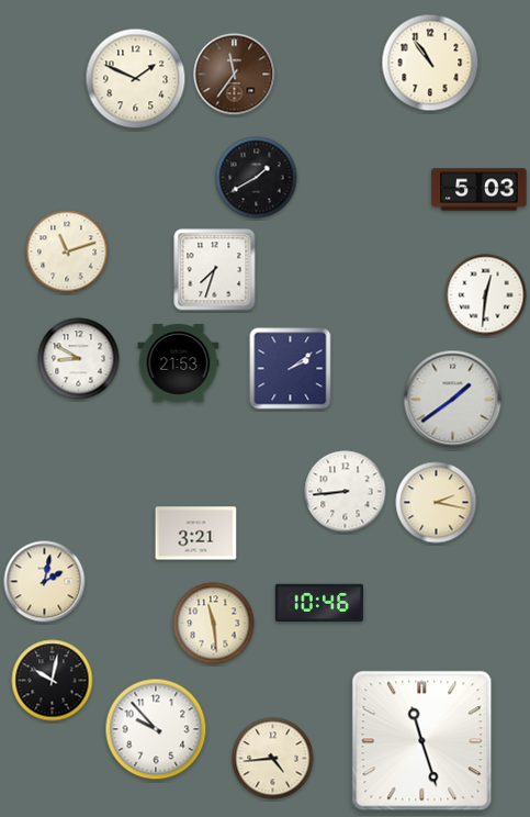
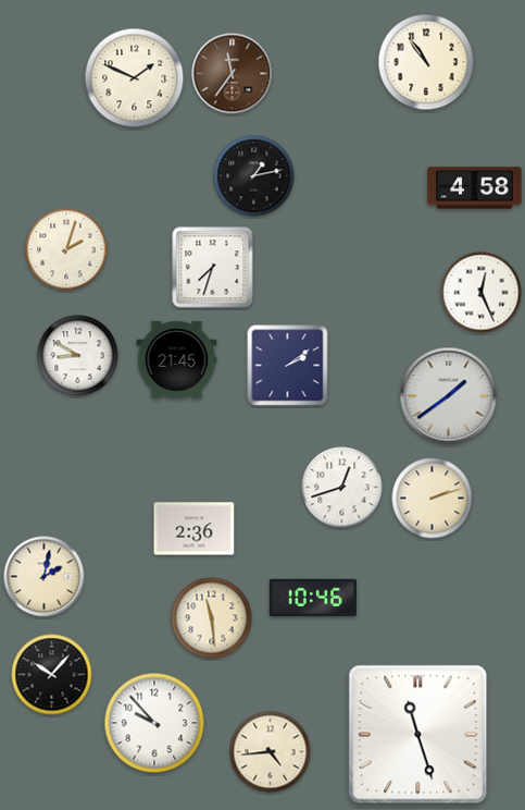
clock at (257, 178): 1:40 -> 1:13
clock at (480, 190): 5:03 -> 4:58
clock at (67, 251): 11:12 -> 2:03
clock at (486, 295): 12:31 -> 12:26
clock at (179, 363): 21:53 -> 21:45
clock at (346, 492): 8:44 -> 12:42
clock at (437, 503): 2:17 -> 2:12
clock at (196, 534): 3:21 -> 2:36
clock at (319, 603) position: (319, 603) -> (313, 598)
clock at (53, 681): 10:02 -> 10:07
